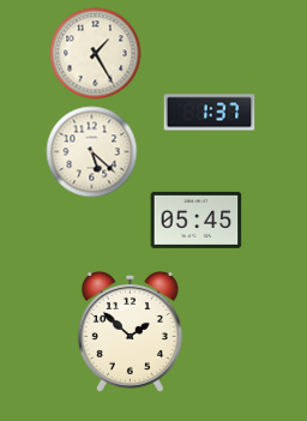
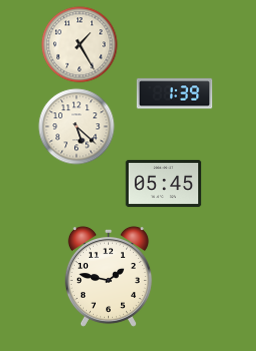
clock at (210, 113): 1:37 -> 1:39
clock at (130, 331): 1:52 -> 1:47
